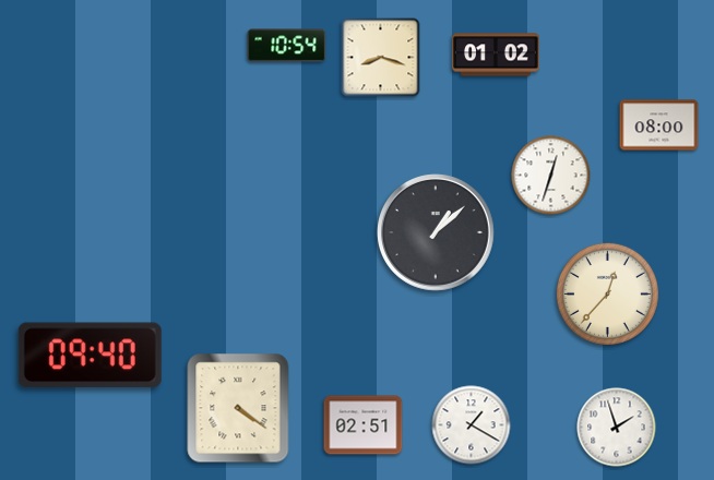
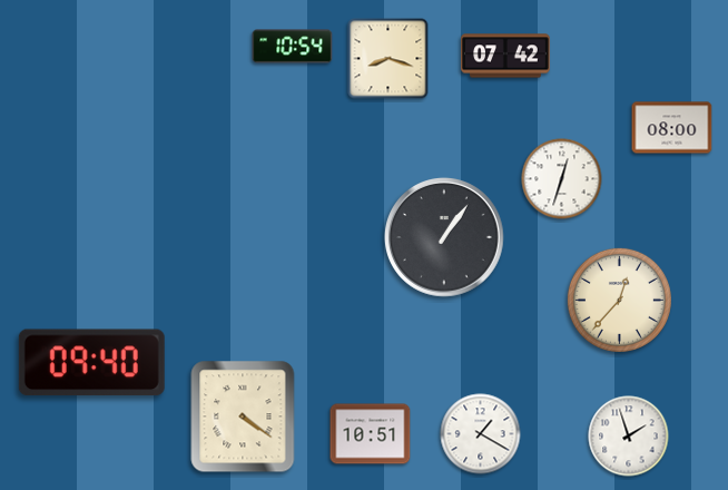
clock at (496, 55): 01:02 -> 07:42
clock at (436, 232): 1:08 -> 1:06
clock at (364, 425): 02:51 -> 10:51
